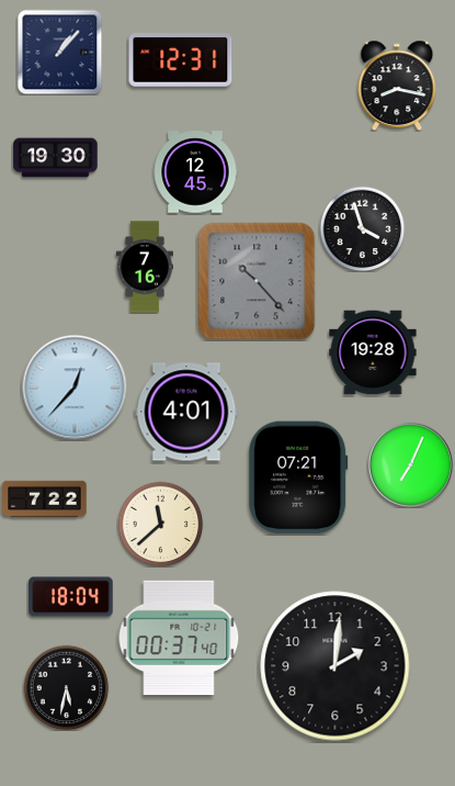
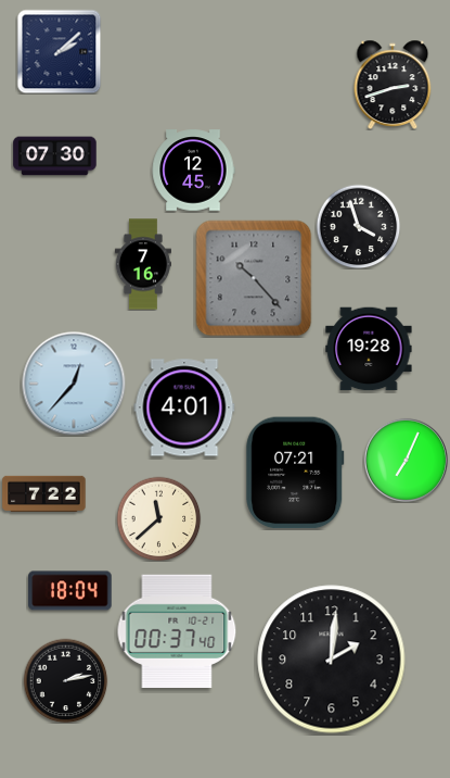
clock at (59, 52): 1:07 -> 2:08
clock at (181, 60): 12:31 -> none
clock at (397, 85): 8:17 -> 2:42
clock at (56, 158): 19:30 -> 07:30
clock at (66, 687): 5:32 -> 2:13
